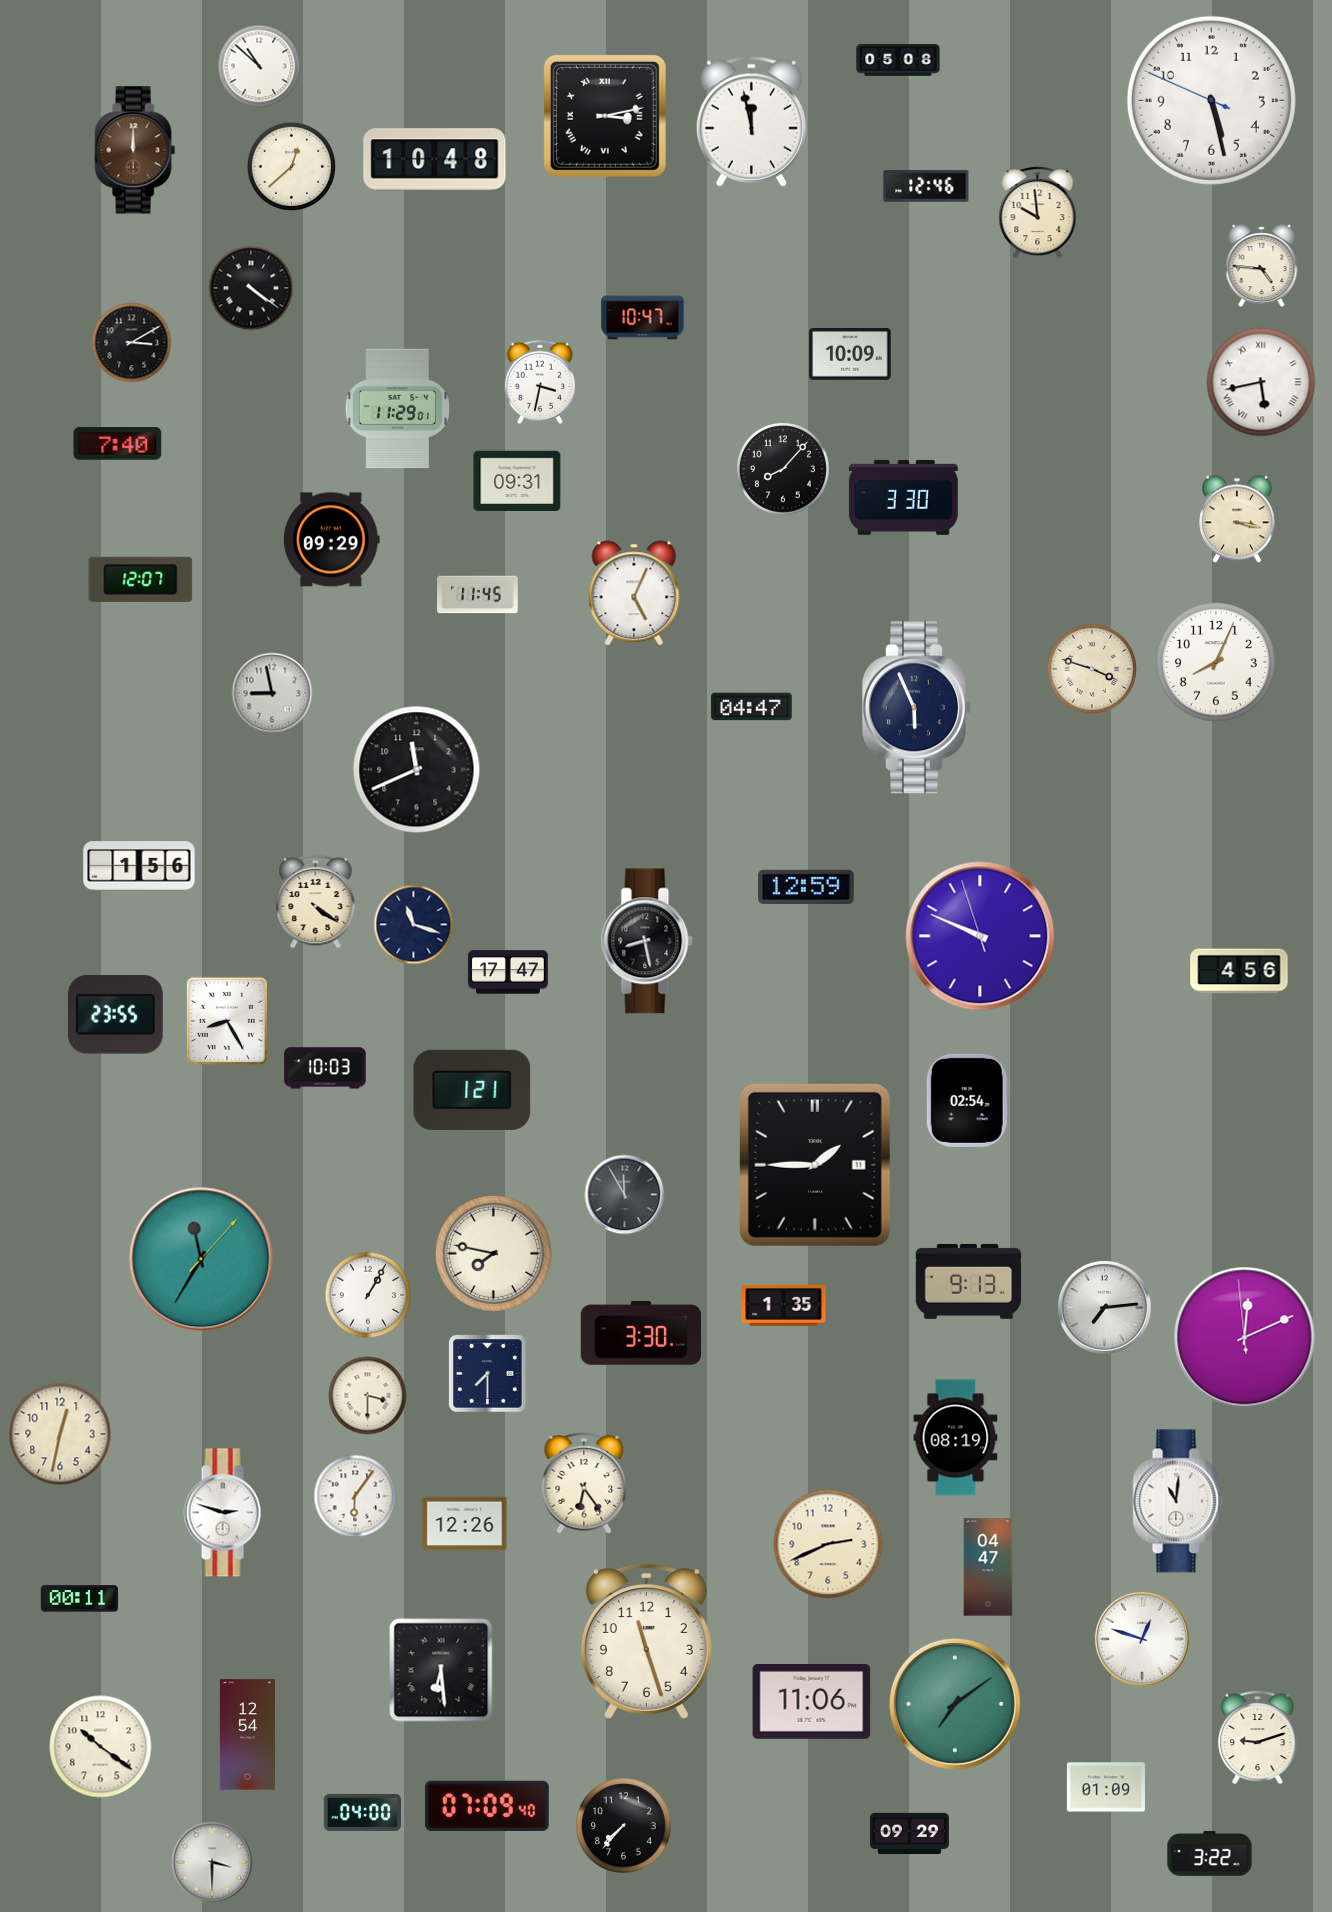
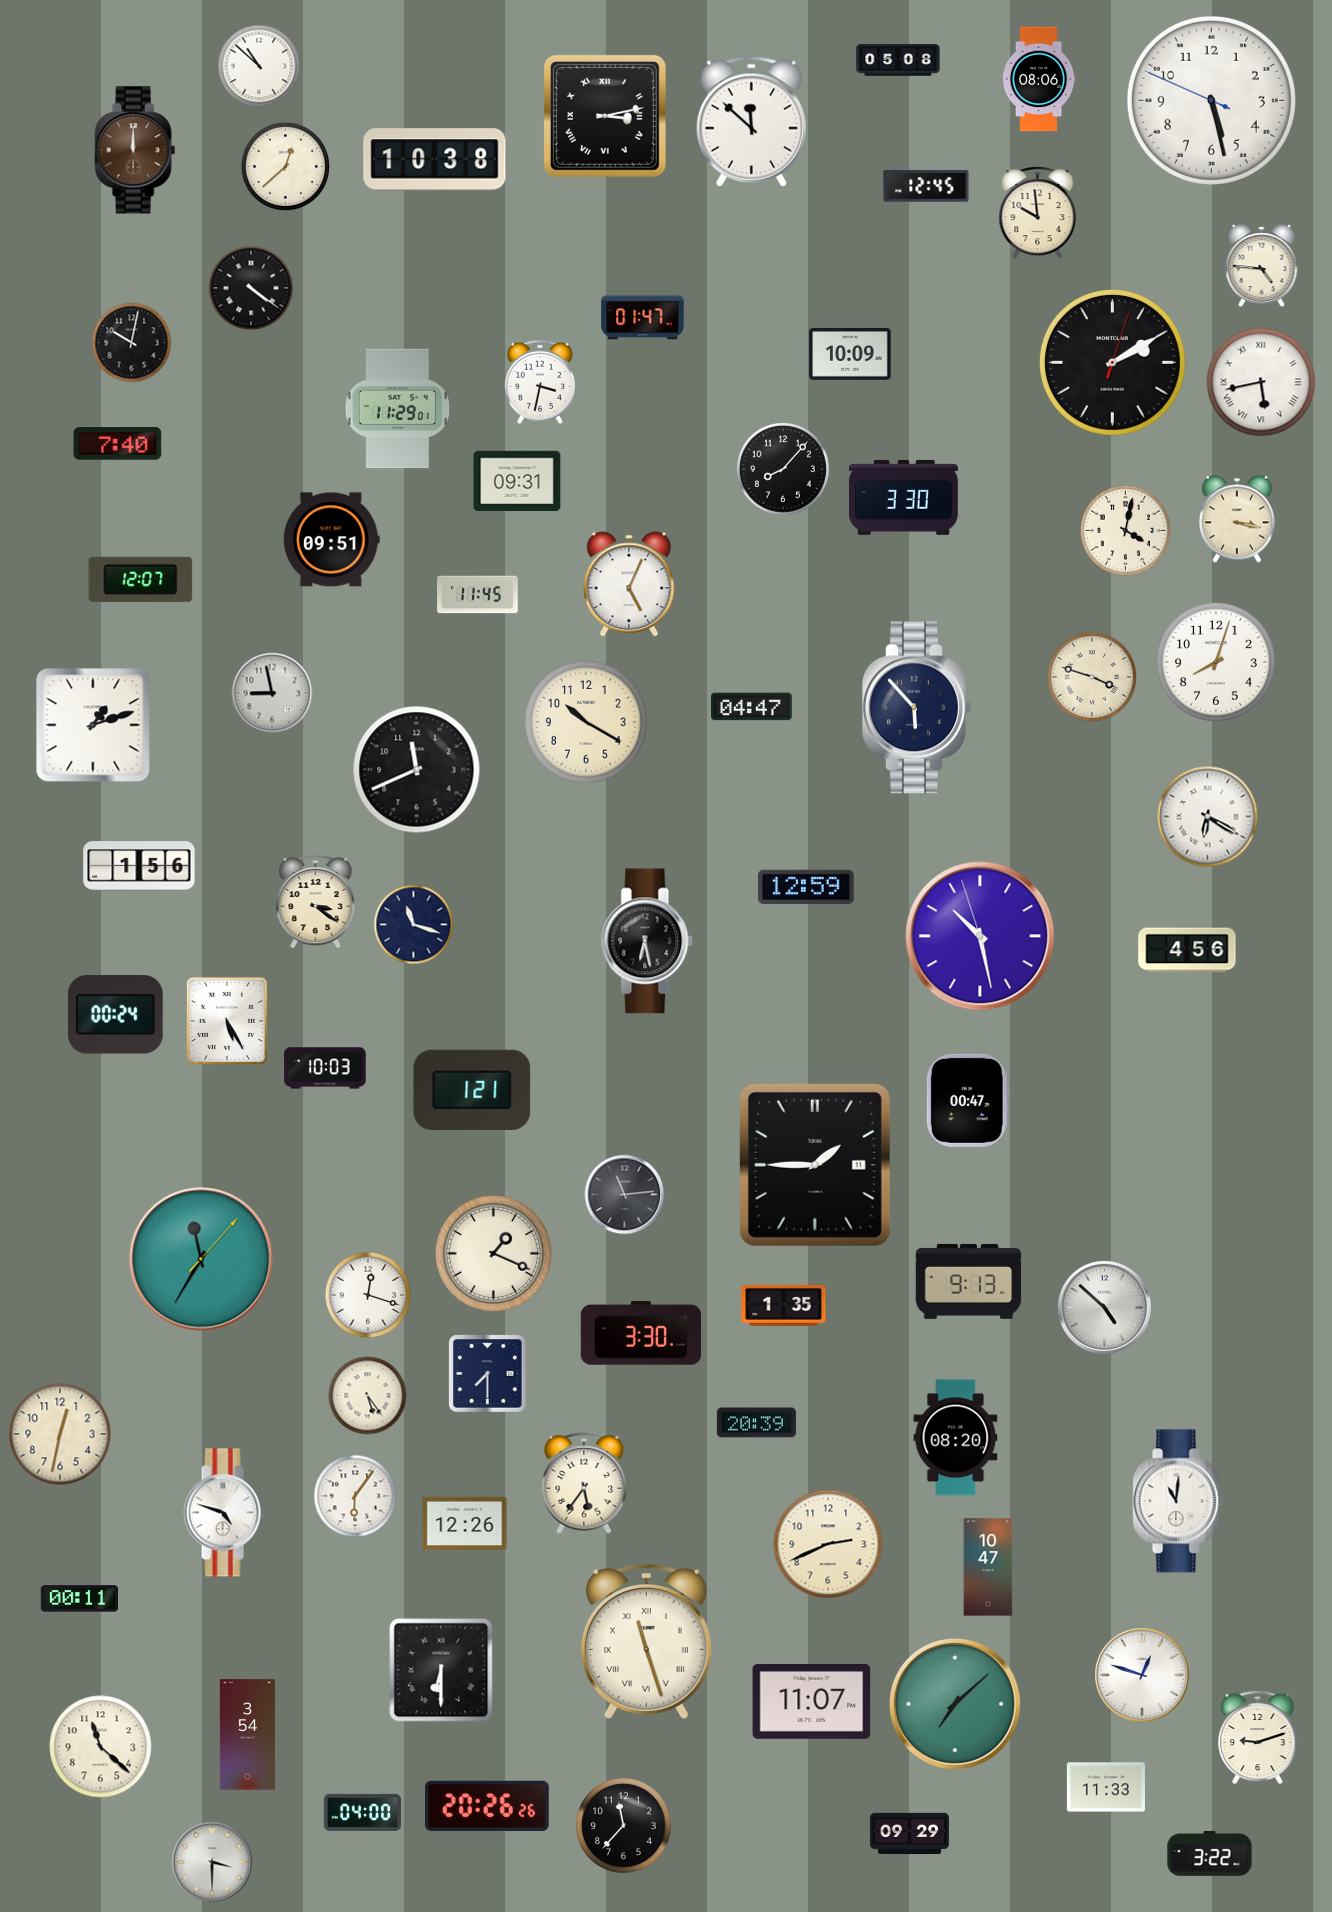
clock at (1039, 79): none -> 08:06
clock at (751, 121): 11:58 -> 11:52
clock at (435, 160): 10:48 -> 10:38
clock at (292, 167) position: (292, 167) -> (286, 167)
clock at (926, 186): 12:46 -> 12:45
clock at (643, 318): 10:47 -> 01:47
clock at (132, 343): 3:10 -> 10:02
clock at (1112, 362): none -> 2:10
clock at (1125, 530): none -> 4:02
clock at (331, 540): 09:29 -> 09:51
clock at (634, 593) position: (634, 593) -> (629, 584)
clock at (1216, 662): 8:04 -> 8:03
clock at (1092, 669) position: (1092, 669) -> (1092, 677)
clock at (916, 708): 5:56 -> 5:53
clock at (586, 722): none -> 10:20
clock at (93, 725): none -> 1:12
clock at (1208, 817): none -> 6:20
clock at (316, 901): 4:21 -> 3:21
clock at (980, 936): 9:48 -> 10:27
clock at (647, 941): 8:28 -> 6:28
clock at (1239, 971) position: (1239, 971) -> (1187, 950)
clock at (508, 972): 17:47 -> none
clock at (115, 1015): 23:55 -> 00:24
clock at (227, 1021): 8:25 -> 5:25
clock at (967, 1100): 02:54 -> 00:47
clock at (625, 1195): 11:55 -> 11:14
clock at (493, 1253): 7:47 -> 1:19
clock at (368, 1295): 1:05 -> 12:18
clock at (1104, 1307): 7:14 -> 4:52
clock at (1245, 1338): 12:10 -> none
clock at (368, 1396): 3:30 -> 5:24
clock at (756, 1423): none -> 20:39
clock at (956, 1438): 08:19 -> 08:20
clock at (584, 1483): 6:24 -> 5:36
clock at (224, 1513): 2:48 -> 4:48
clock at (988, 1567): 04:47 -> 10:47
clock at (1142, 1639) position: (1142, 1639) -> (1142, 1675)
clock at (646, 1642) numerals: Arabic -> Roman
clock at (441, 1670): 6:29 -> 6:30
clock at (812, 1701): 11:06 -> 11:07
clock at (955, 1704): 7:09 -> 7:08
clock at (247, 1735): 12:54 -> 3:54
clock at (101, 1747): 10:21 -> 11:22
clock at (1106, 1787): 01:09 -> 11:33
clock at (487, 1806): 07:09 -> 20:26
clock at (624, 1826): 7:37 -> 11:37
